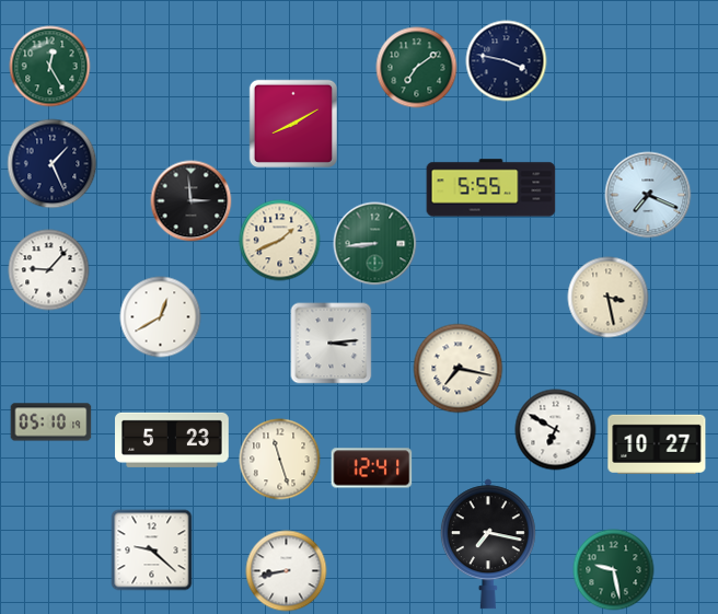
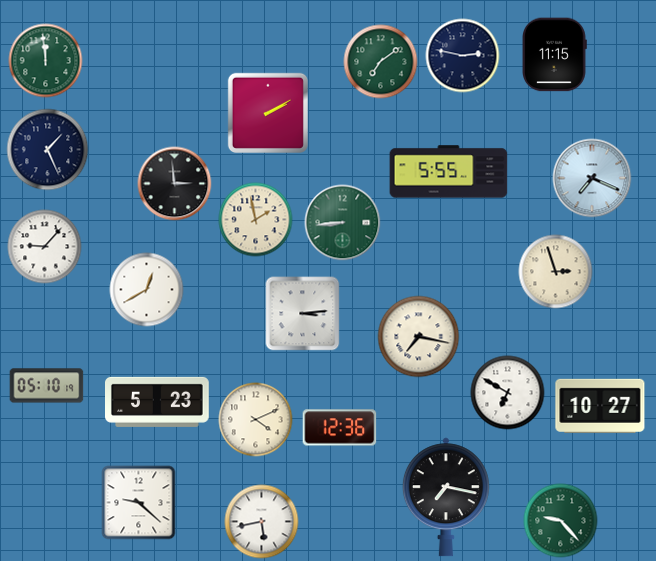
clock at (555, 55): none -> 11:15
clock at (507, 61): 3:47 -> 2:47
clock at (50, 67): 12:25 -> 11:59
clock at (293, 124): 8:10 -> 2:10
clock at (280, 241): 1:41 -> 1:58
clock at (609, 298): 3:28 -> 2:57
clock at (280, 460): 11:27 -> 4:11
clock at (372, 468): 12:41 -> 12:36
clock at (614, 570): 9:28 -> 9:23
clock at (287, 571): 8:43 -> 5:43
